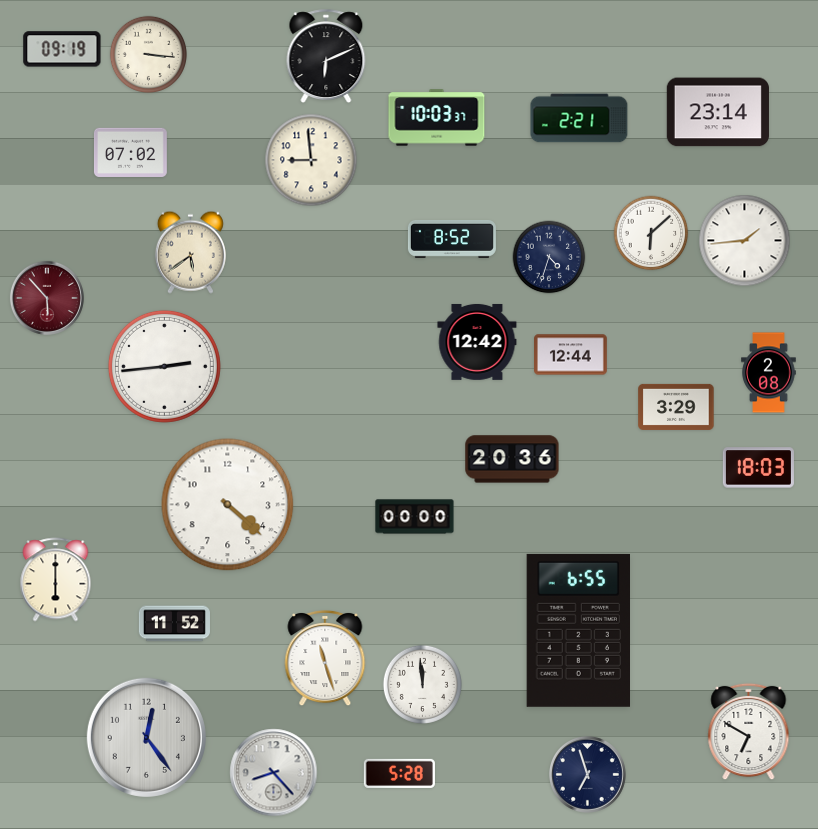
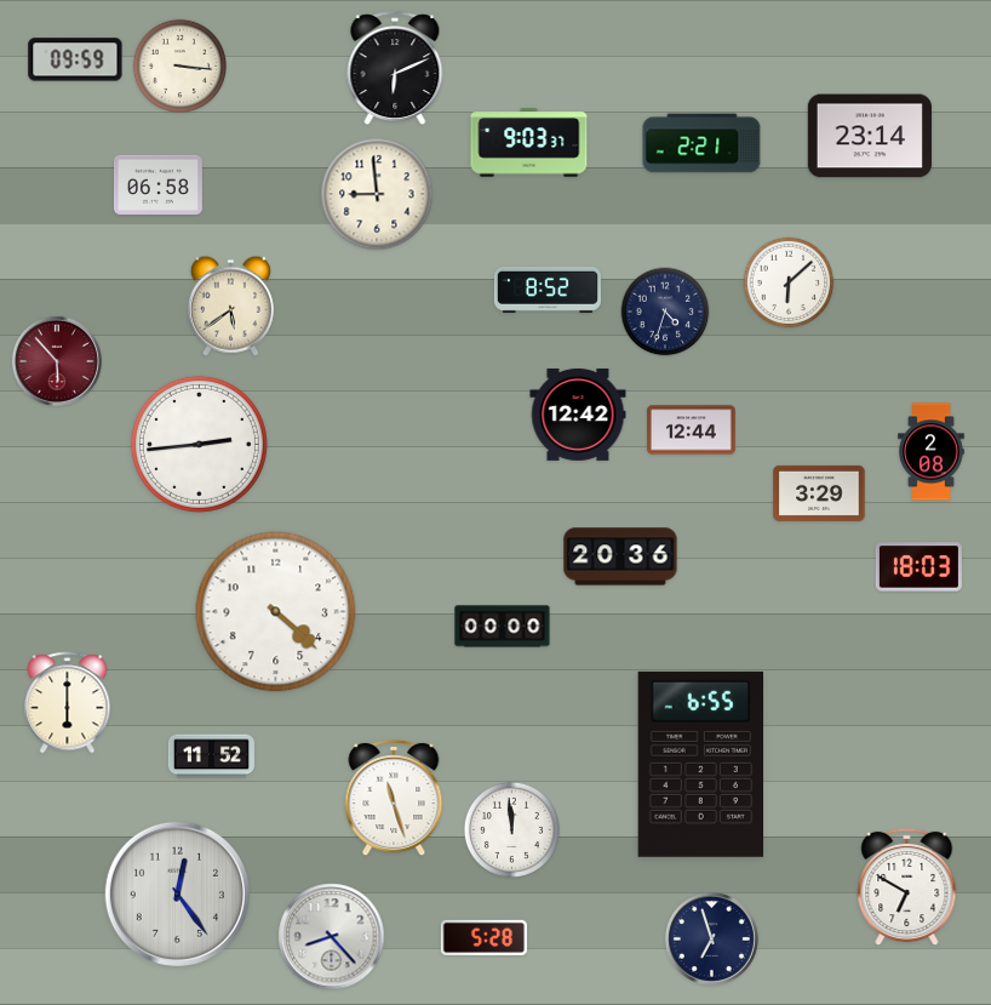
clock at (62, 49): 09:19 -> 09:59
clock at (437, 118): 10:03 -> 9:03
clock at (131, 152): 07:02 -> 06:58
clock at (745, 241): 1:44 -> none
